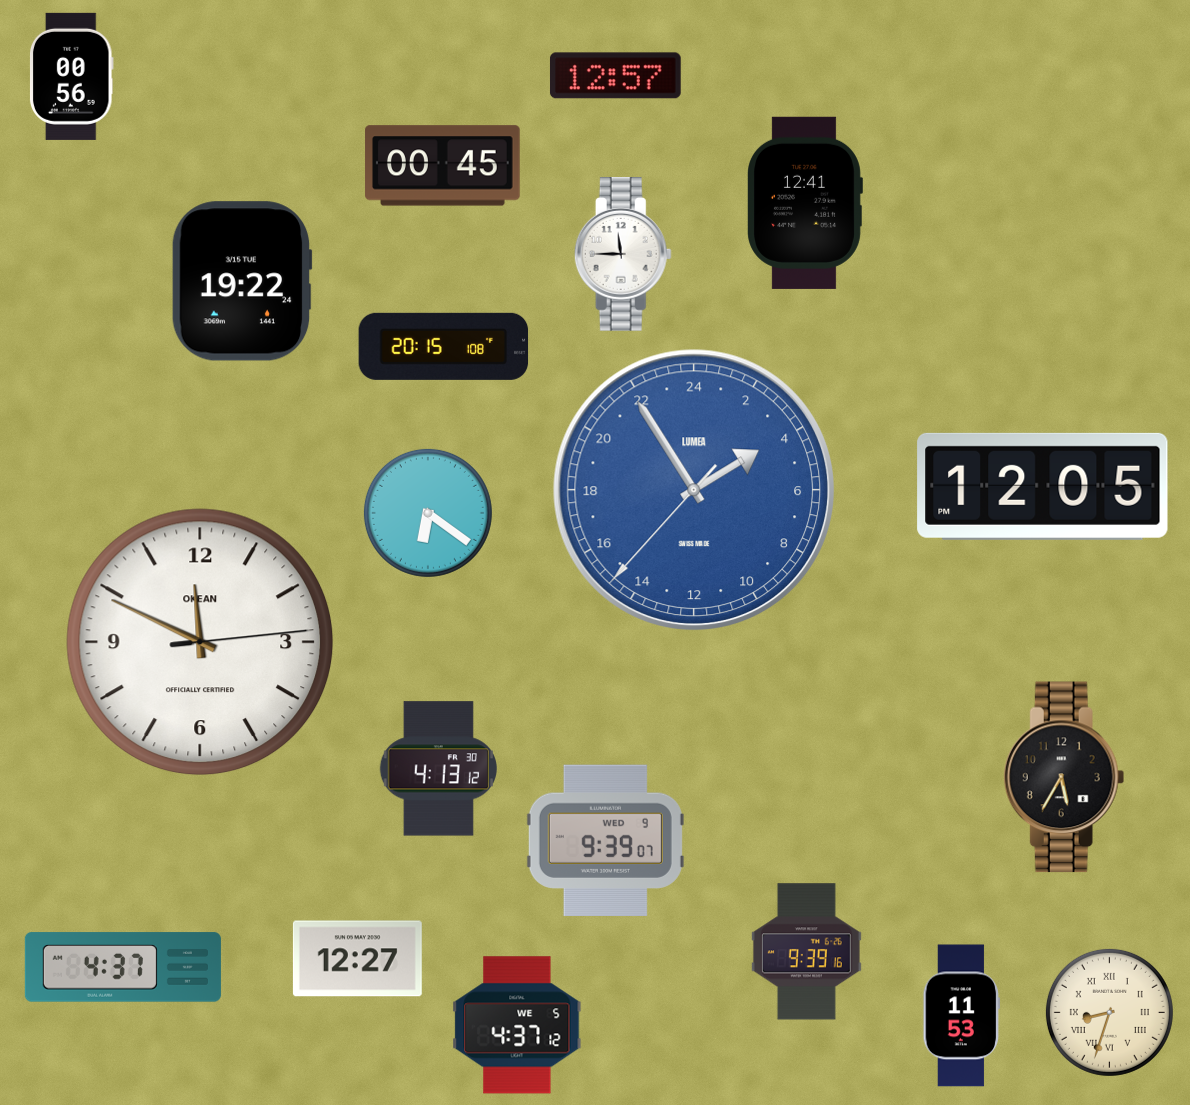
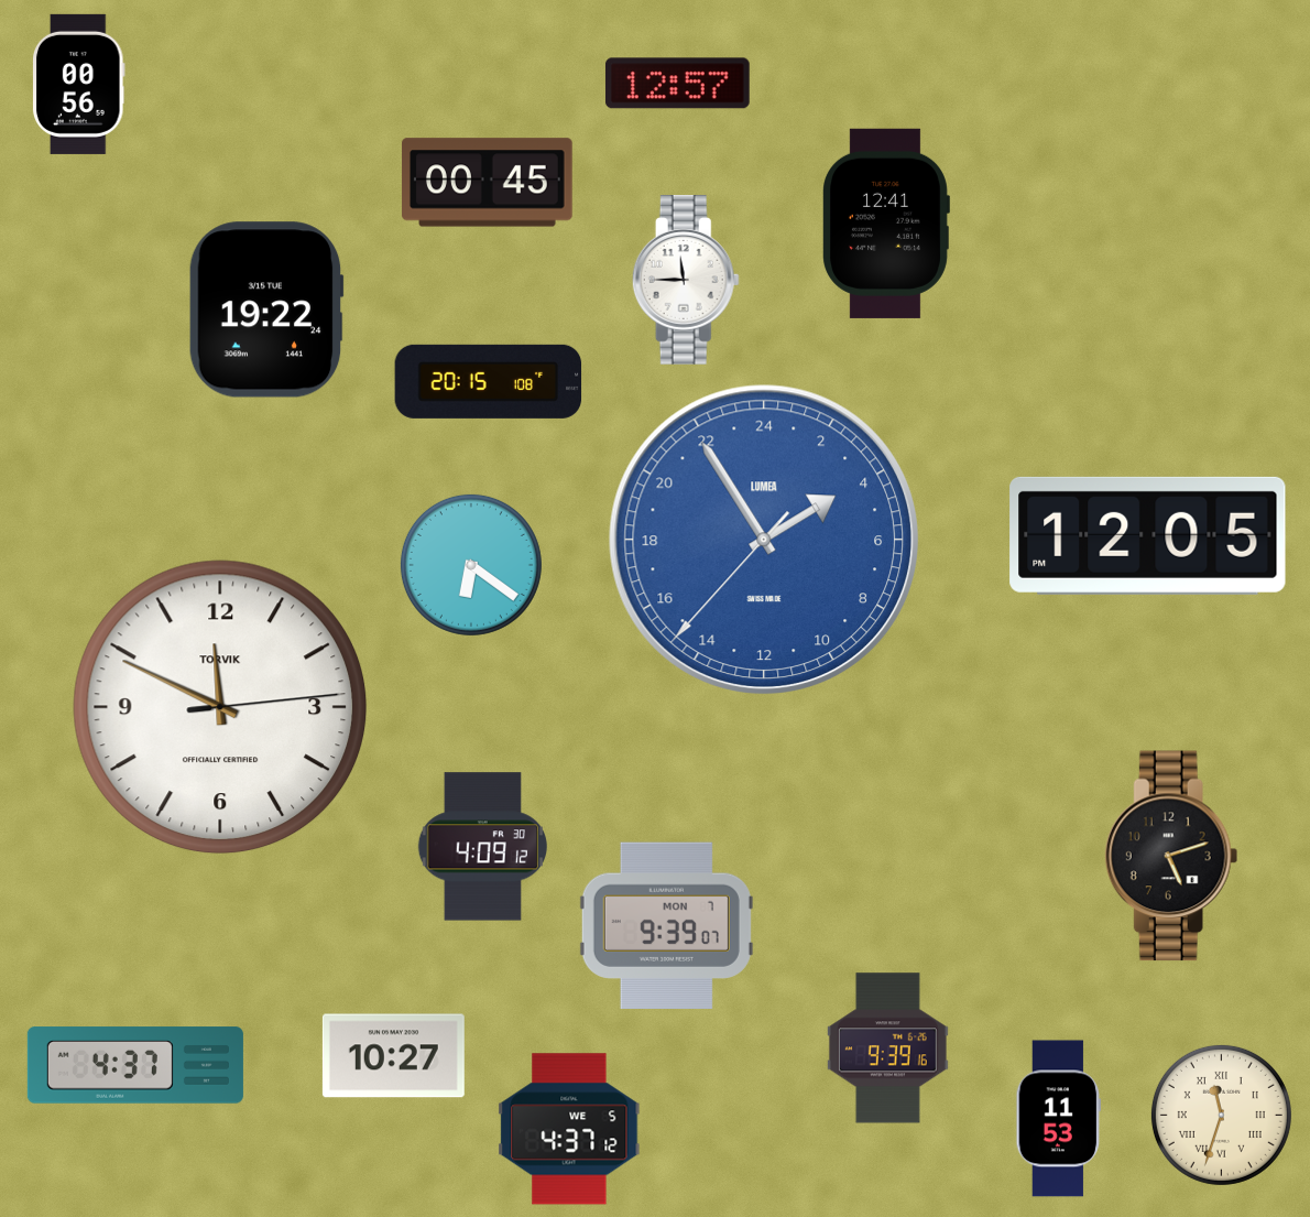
clock at (200, 642) brand: OKEAN -> TORVIK
clock at (438, 769): 4:13 -> 4:09
clock at (1064, 777): 5:35 -> 5:12
clock at (605, 840) date: WED 9 -> MON 7
clock at (357, 959): 12:27 -> 10:27
clock at (1109, 1012): 8:33 -> 11:33
